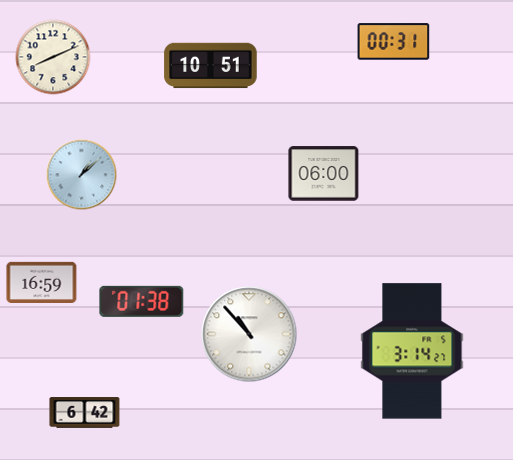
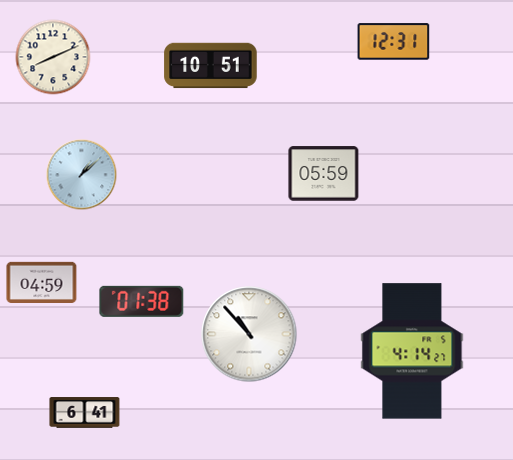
clock at (394, 42): 00:31 -> 12:31
clock at (324, 174): 06:00 -> 05:59
clock at (42, 282): 16:59 -> 04:59
clock at (412, 351): 3:14 -> 4:14
clock at (85, 413): 6:42 -> 6:41
